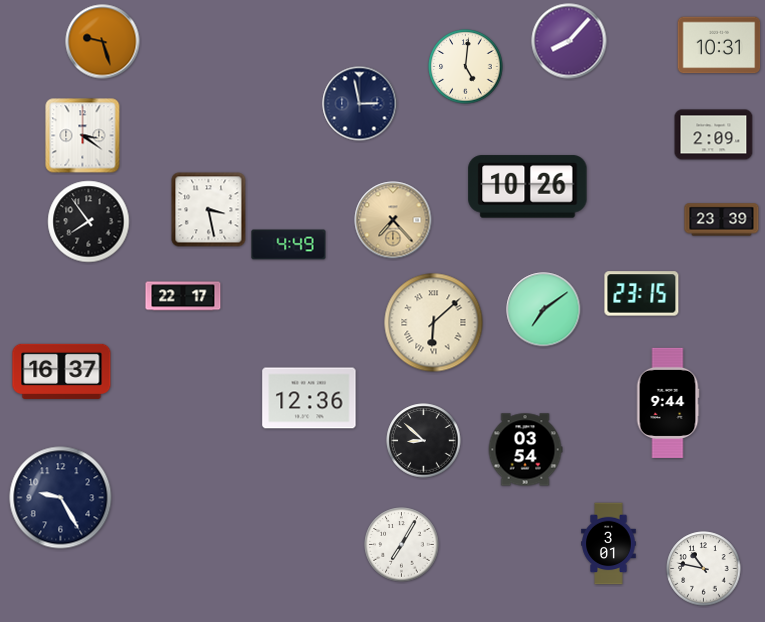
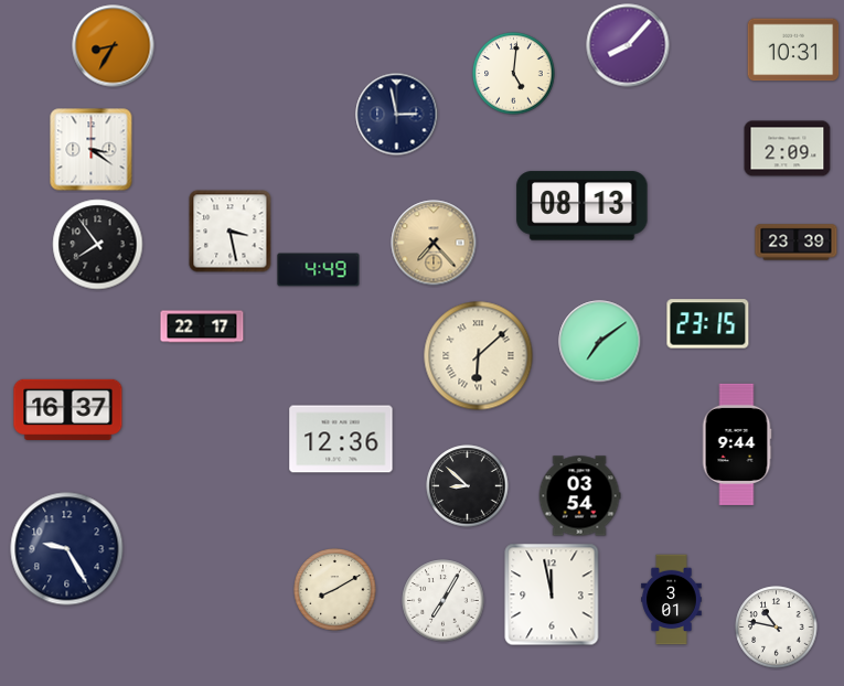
clock at (103, 42): 9:27 -> 8:35
clock at (528, 187): 10:26 -> 08:13
clock at (335, 590): none -> 8:10
clock at (552, 594): none -> 11:58
